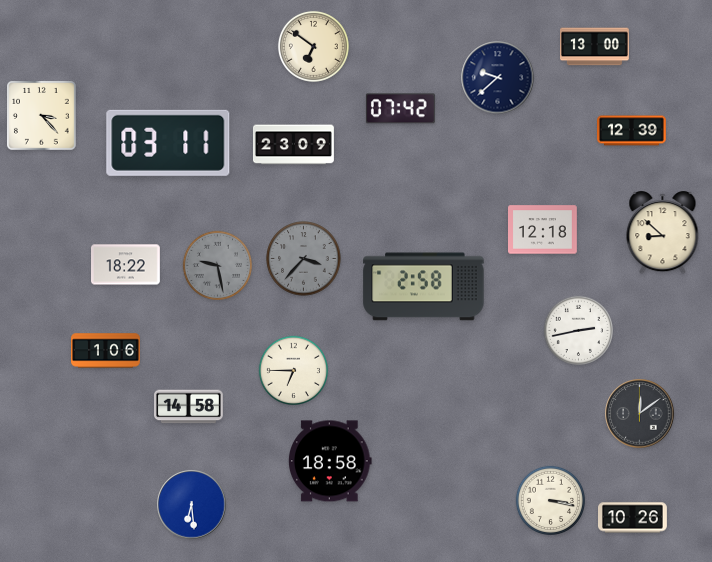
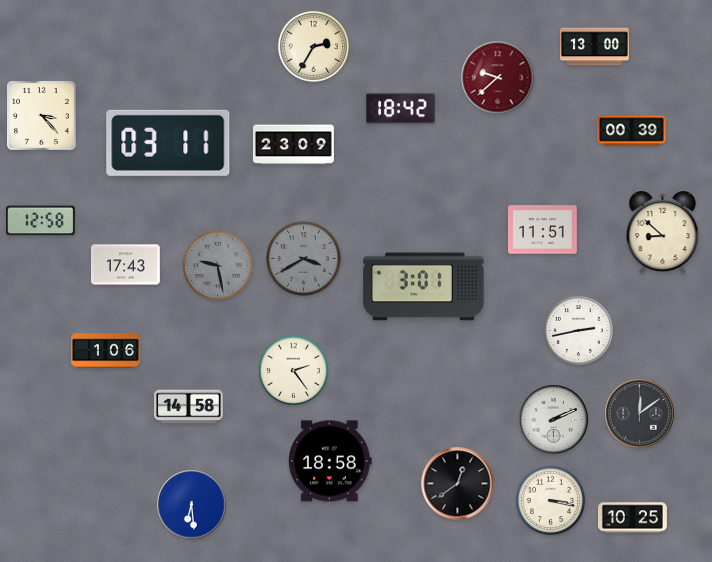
clock at (313, 46): 6:51 -> 2:35
clock at (498, 78) dial: navy -> burgundy
clock at (400, 109): 07:42 -> 18:42
clock at (632, 131): 12:39 -> 00:39
clock at (41, 221): none -> 12:58
clock at (543, 230): 12:18 -> 11:51
clock at (304, 259): 3:37 -> 3:40
clock at (126, 265): 18:22 -> 17:43
clock at (424, 287): 2:58 -> 3:01
clock at (293, 370): 6:45 -> 2:24
clock at (554, 420): none -> 2:11
clock at (458, 484): none -> 12:39
clock at (633, 518): 10:26 -> 10:25
